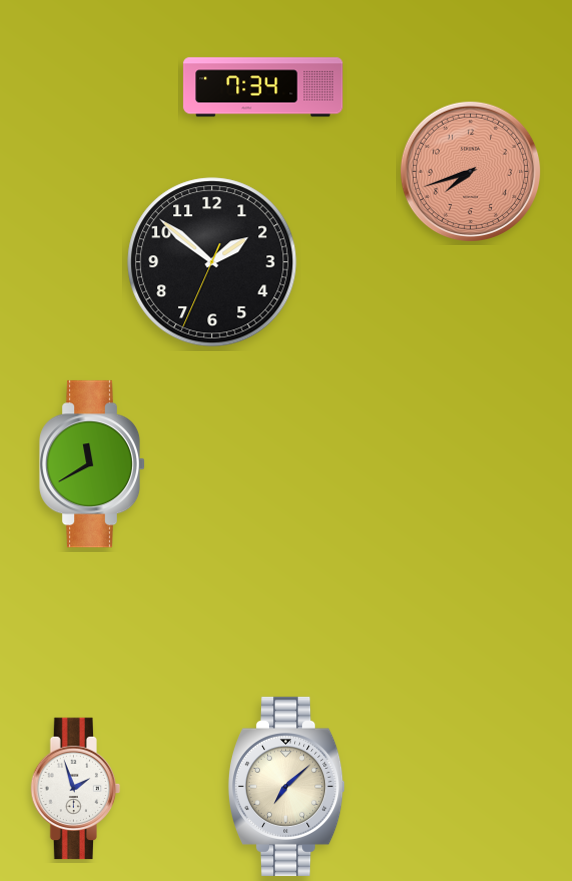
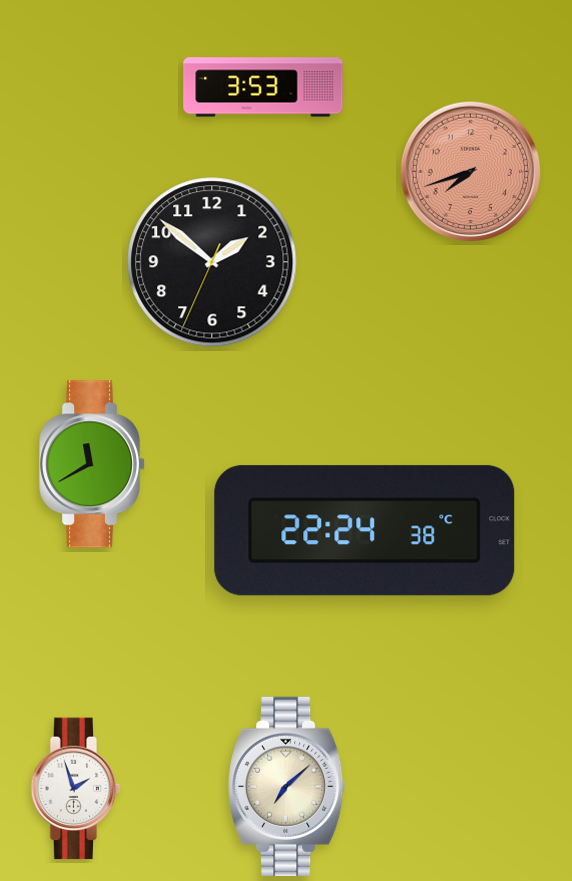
clock at (263, 87): 7:34 -> 3:53
clock at (365, 531): none -> 22:24
